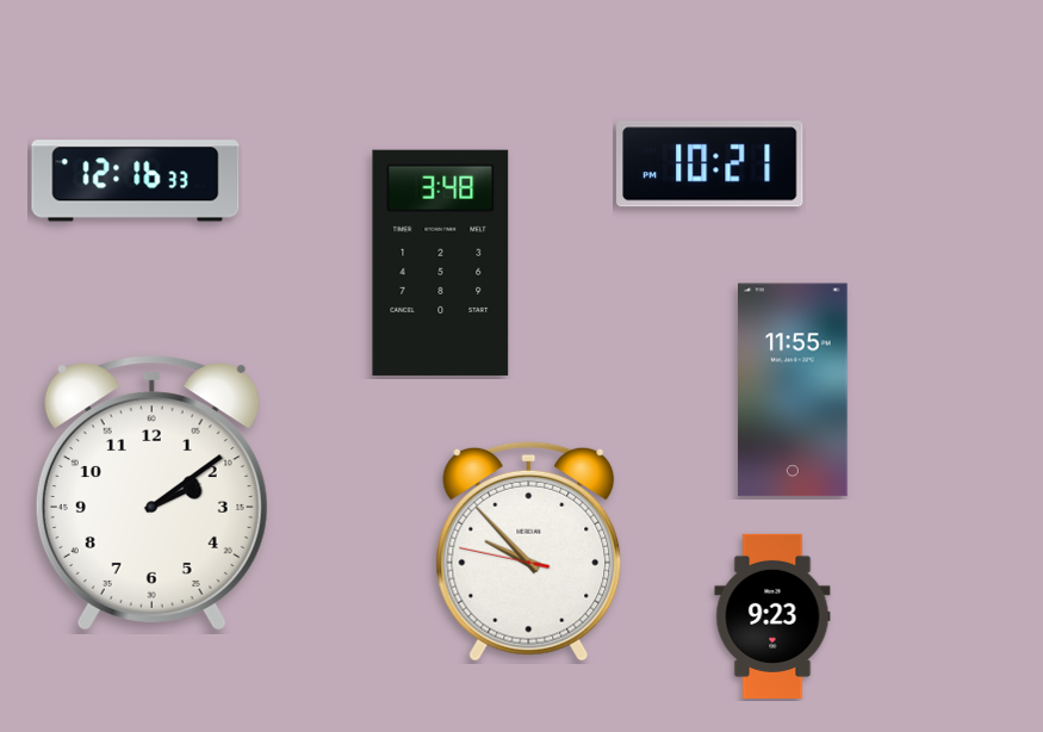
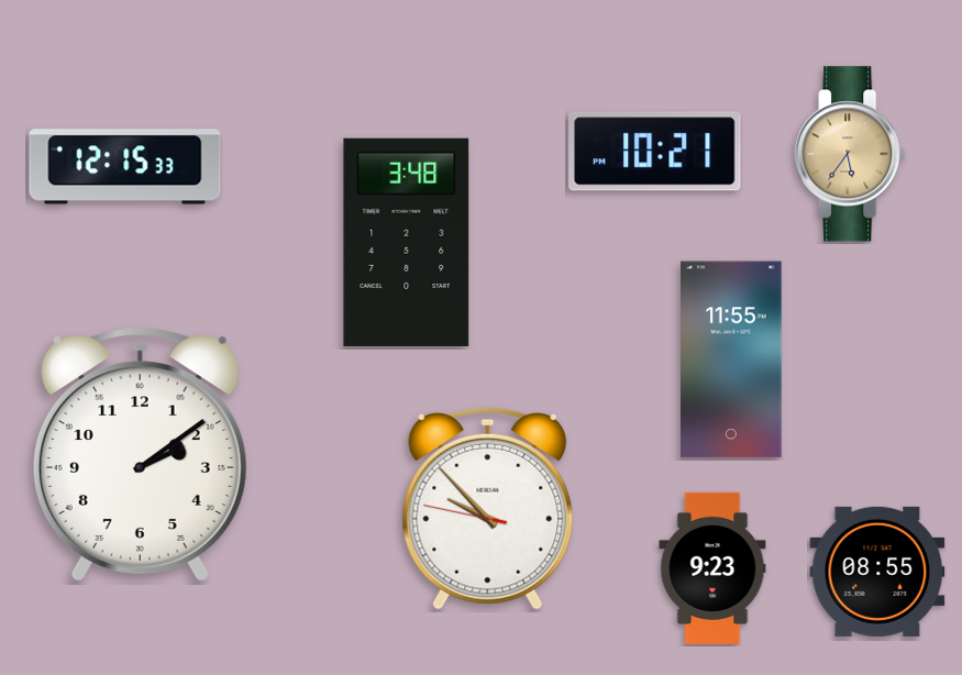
clock at (850, 154): none -> 5:36
clock at (136, 181): 12:16 -> 12:15
clock at (877, 572): none -> 08:55
